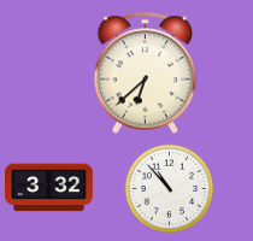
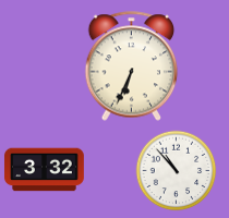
clock at (146, 74): 6:38 -> 6:34
clock at (170, 189) position: (170, 189) -> (177, 171)
